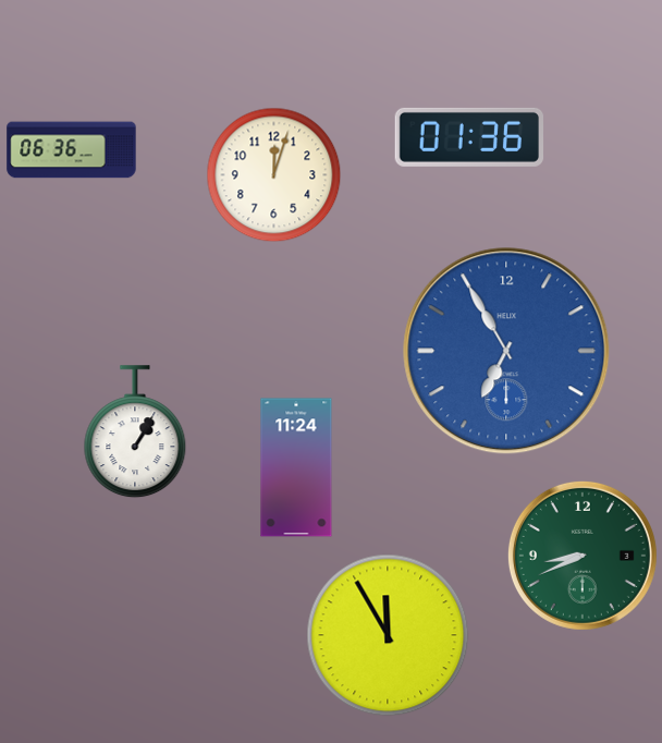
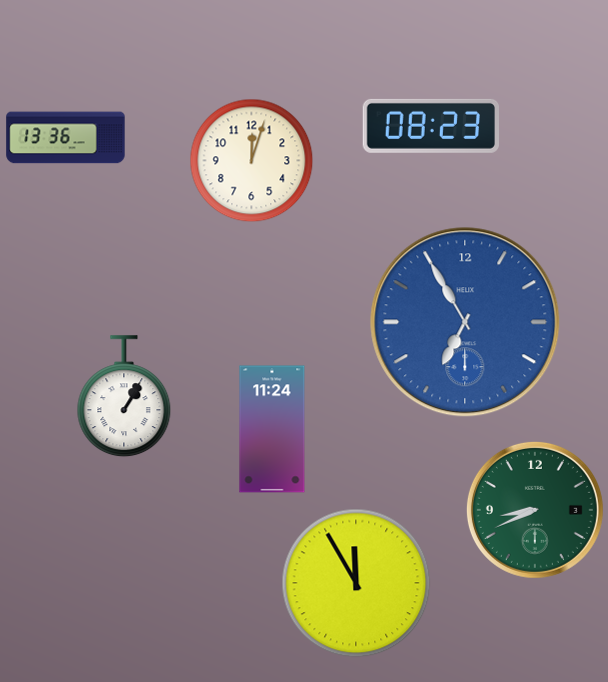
clock at (469, 137): 01:36 -> 08:23
clock at (72, 150): 06:36 -> 13:36
